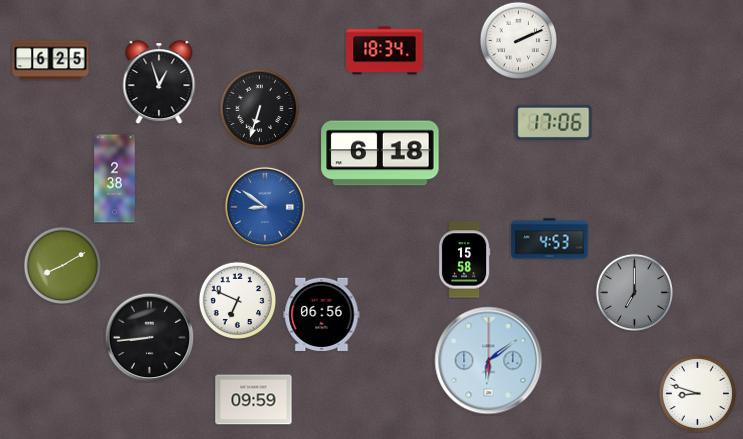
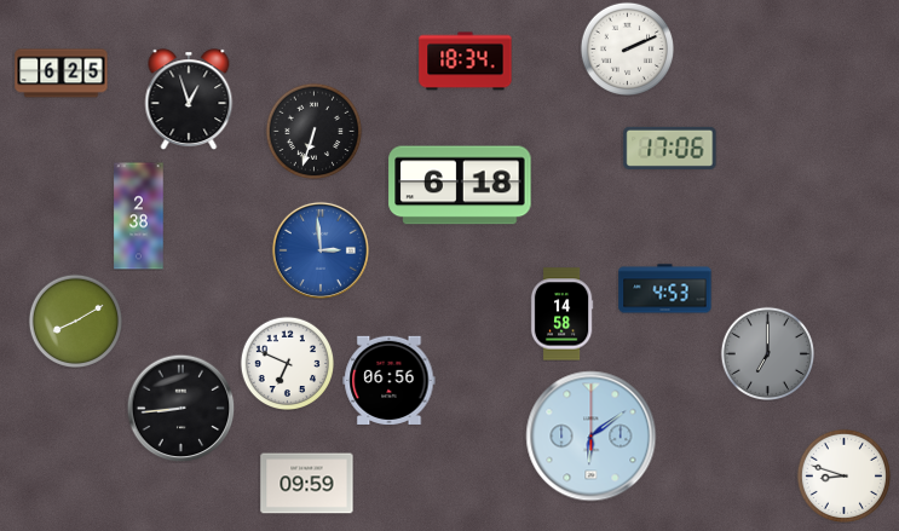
clock at (159, 82) position: (159, 82) -> (189, 99)
clock at (265, 207): 8:51 -> 2:59
clock at (464, 260): 15:58 -> 14:58
